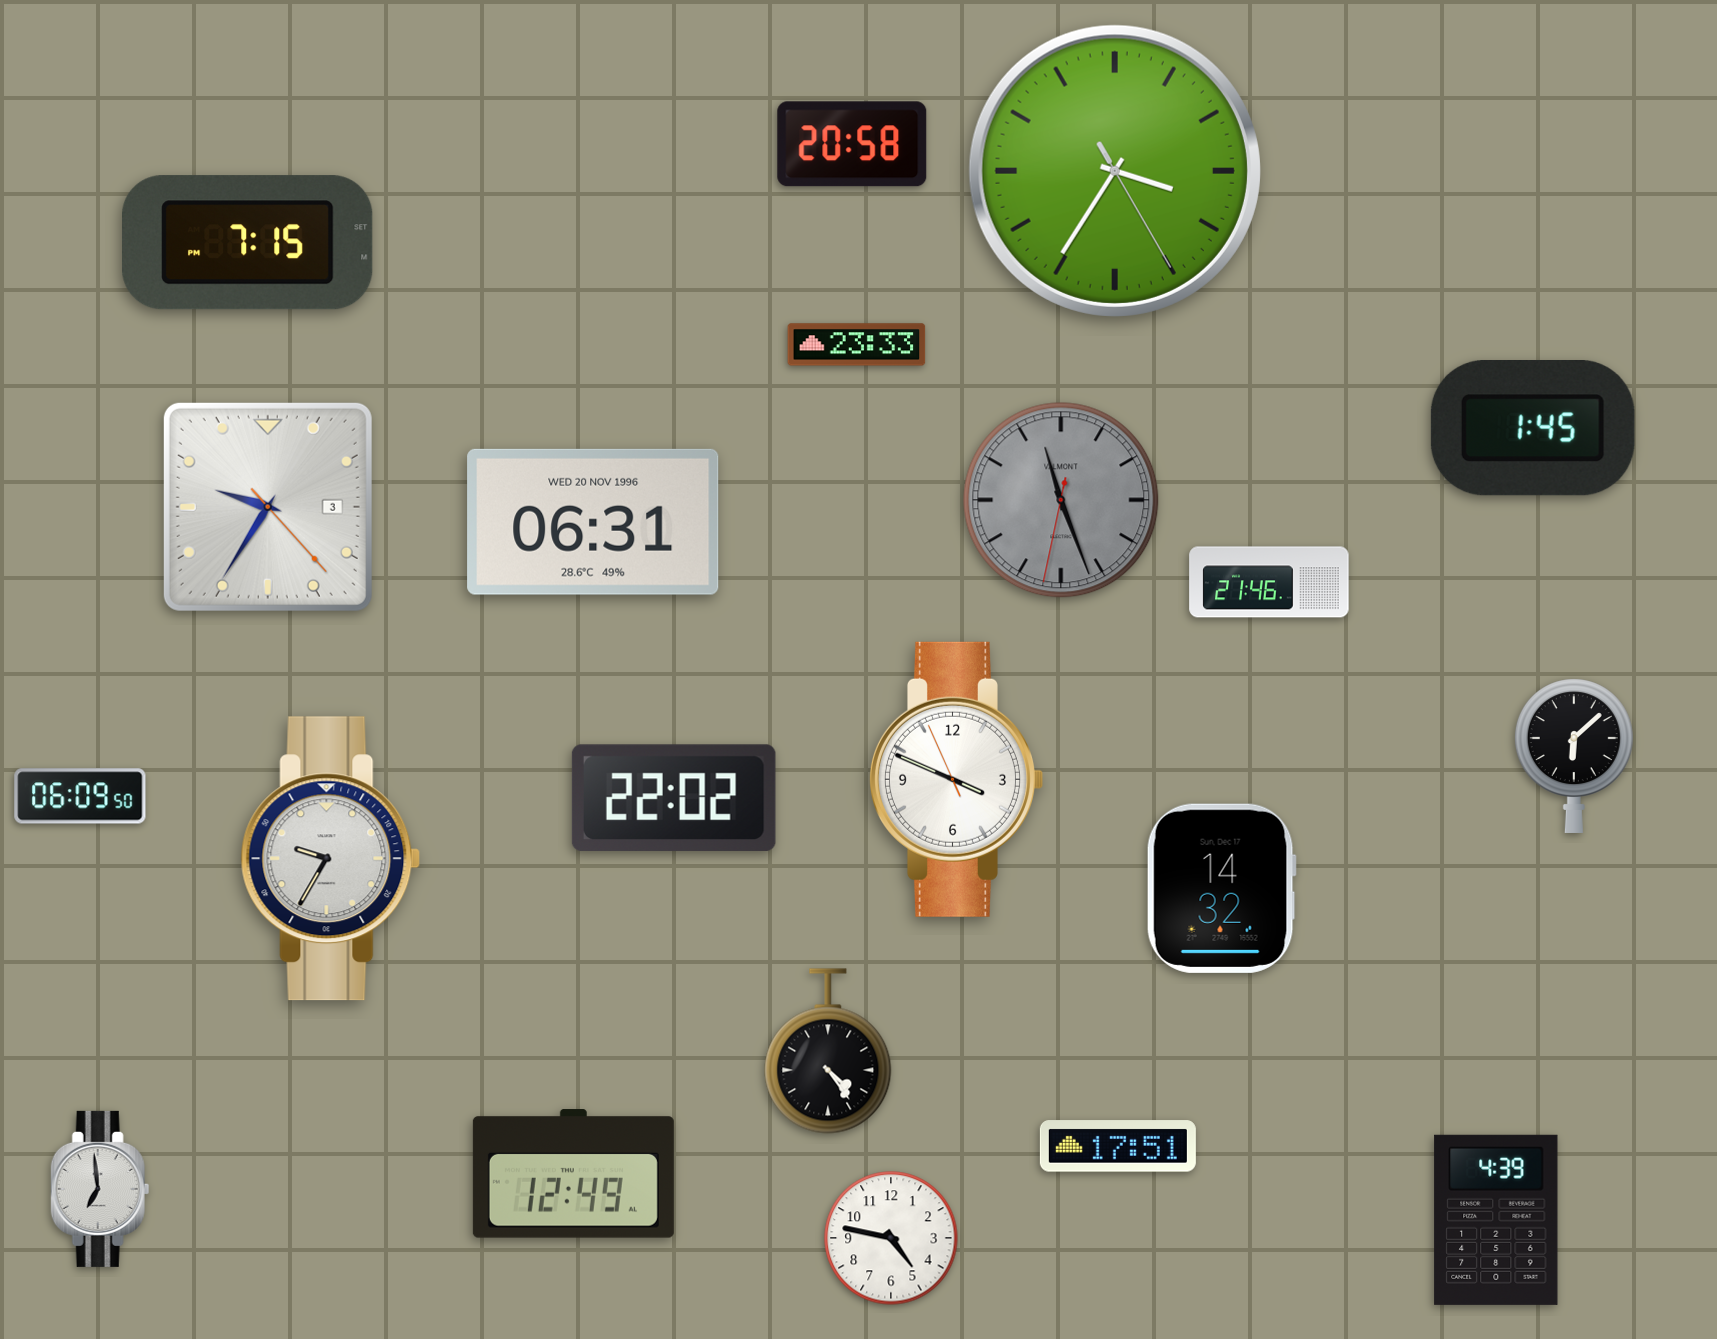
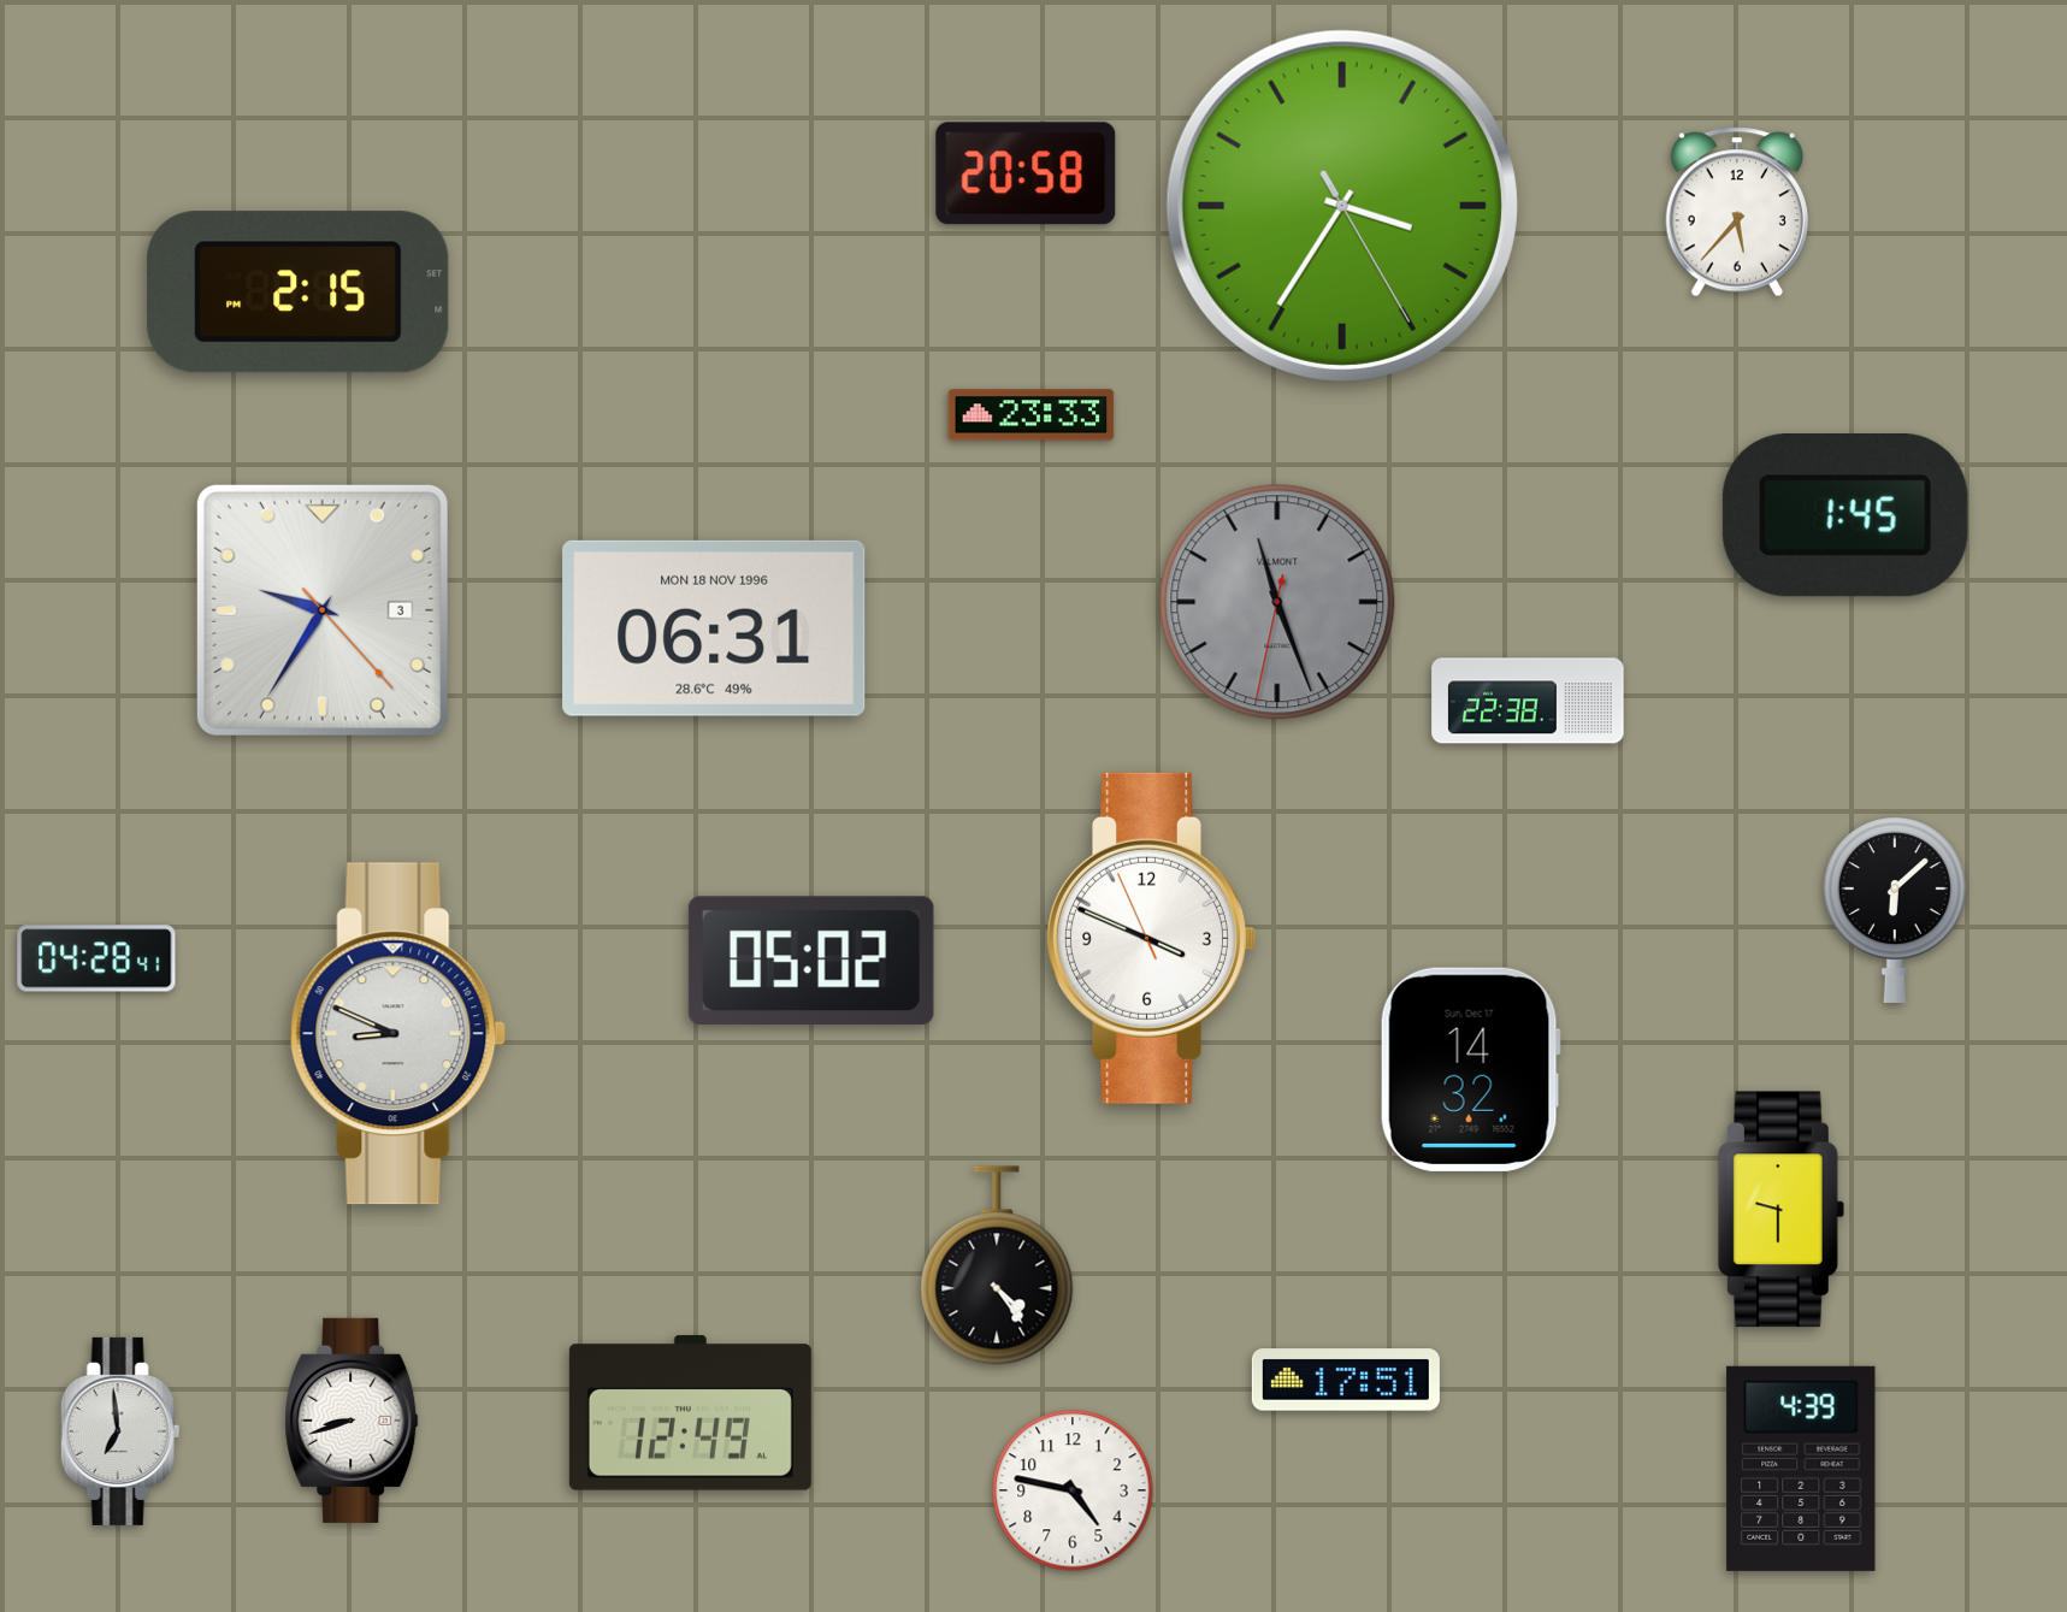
clock at (1736, 212): none -> 5:37
clock at (248, 243): 7:15 -> 2:15
clock at (593, 522) date: WED 20 NOV 1996 -> MON 18 NOV 1996
clock at (1269, 582): 21:46 -> 22:38
clock at (80, 796): 06:09 -> 04:28
clock at (674, 798): 22:02 -> 05:02
clock at (331, 859): 9:35 -> 8:49
clock at (1780, 1210): none -> 9:30
clock at (352, 1421): none -> 8:42
